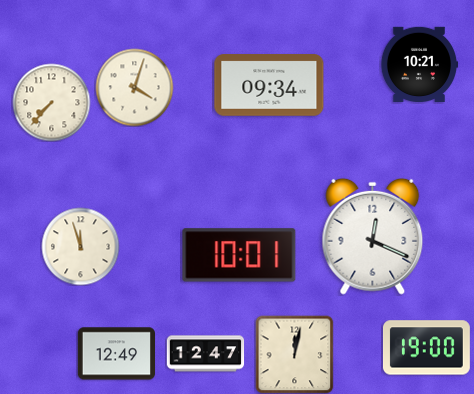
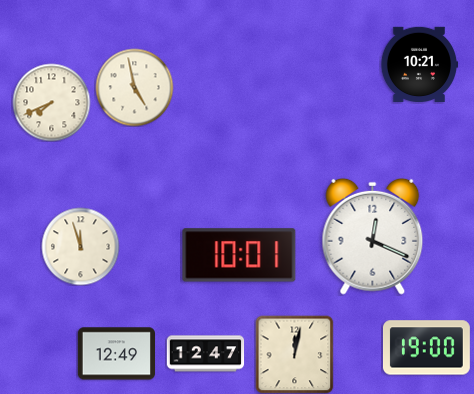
clock at (269, 85): 09:34 -> none
clock at (134, 87): 4:03 -> 4:58
clock at (51, 102): 7:37 -> 7:41
